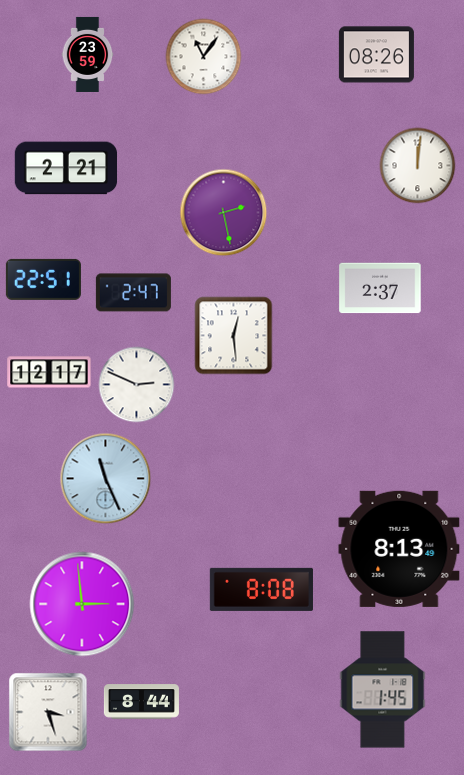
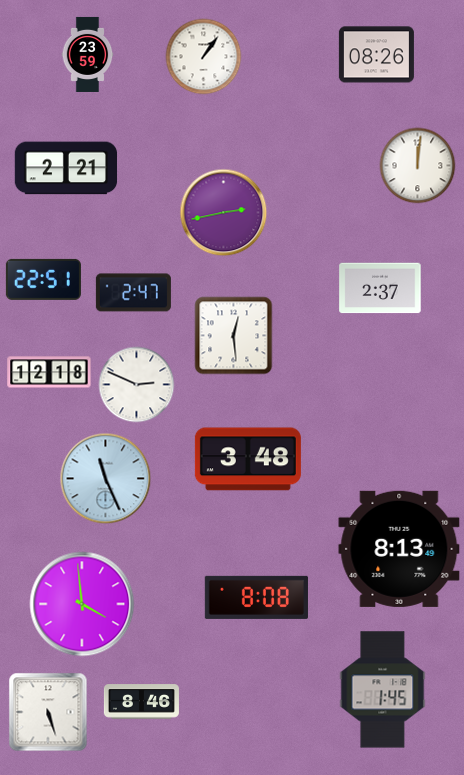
clock at (204, 57): 11:06 -> 1:06
clock at (224, 213): 2:28 -> 2:43
clock at (49, 372): 12:17 -> 12:18
clock at (248, 459): none -> 3:48
clock at (261, 589) position: (261, 589) -> (256, 597)
clock at (82, 604): 2:59 -> 3:59
clock at (141, 702): 8:44 -> 8:46
clock at (48, 712): 3:27 -> 5:27
